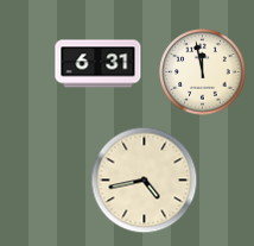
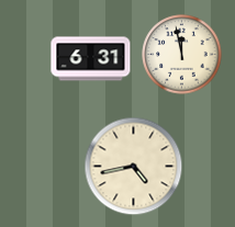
clock at (203, 72) position: (203, 72) -> (182, 55)
